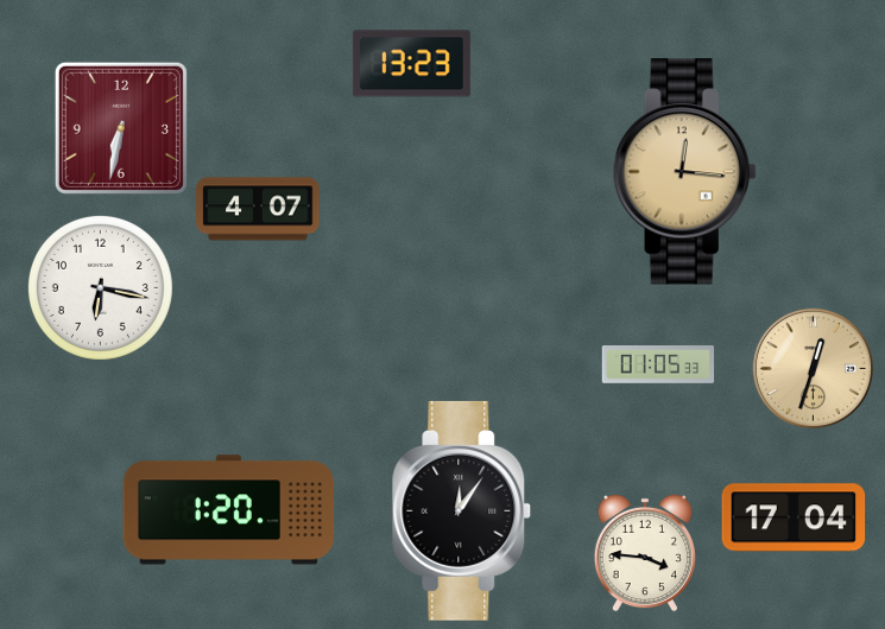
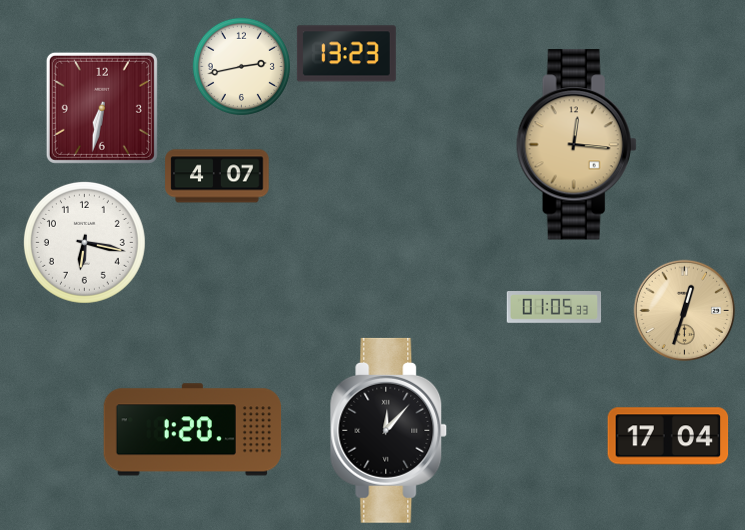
clock at (241, 66): none -> 2:43
clock at (462, 510): 12:06 -> 12:07
clock at (644, 553): 3:46 -> none
